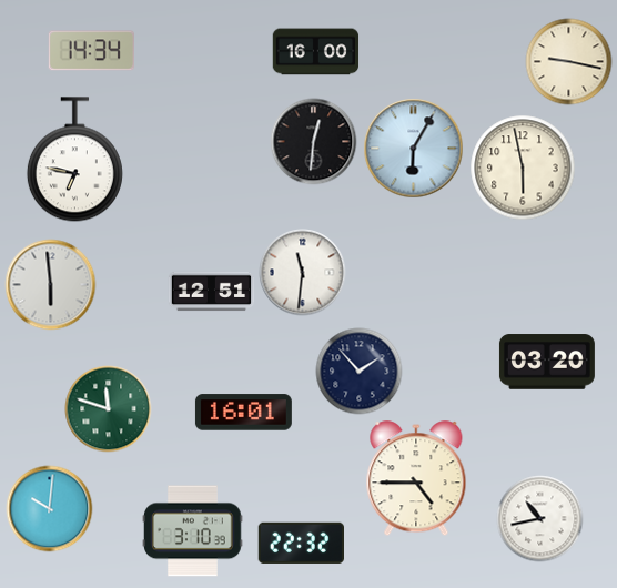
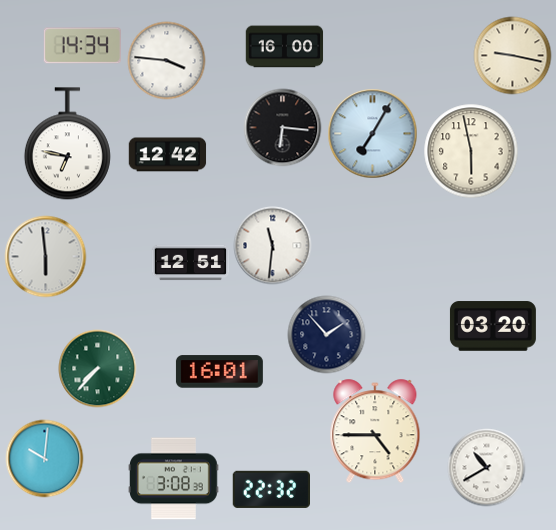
clock at (166, 60): none -> 3:46
clock at (313, 141): 12:31 -> 6:16
clock at (413, 148): 6:05 -> 7:05
clock at (167, 155): none -> 12:42
clock at (358, 371) position: (358, 371) -> (326, 334)
clock at (108, 408): 11:48 -> 7:37
clock at (539, 518): 10:43 -> 10:40
clock at (193, 531): 3:10 -> 3:08
